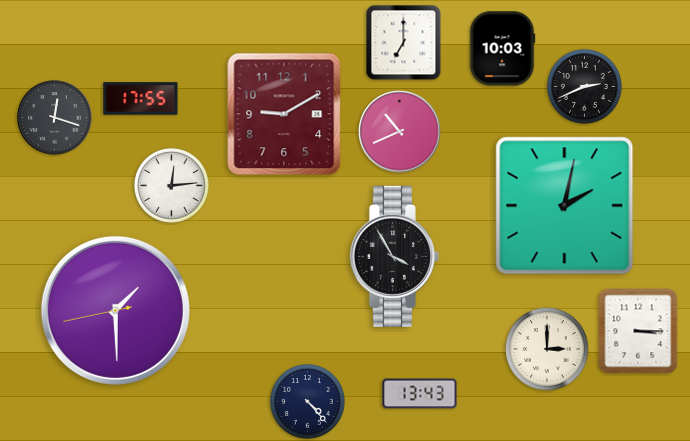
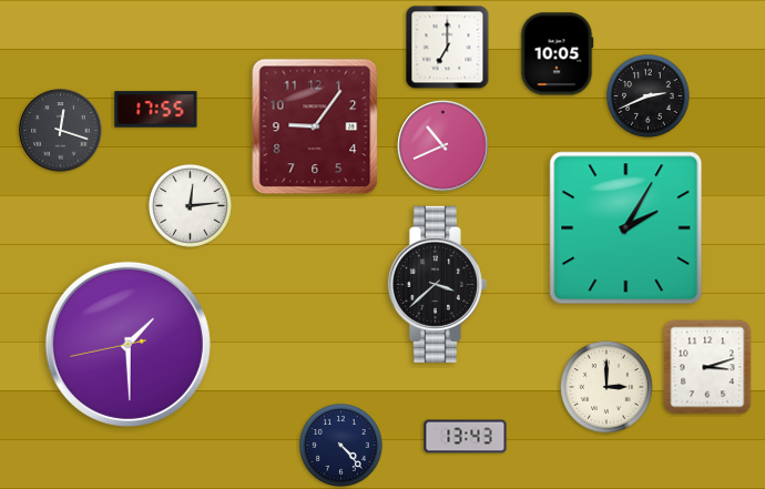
clock at (502, 49): 10:03 -> 10:05
clock at (284, 114): 9:10 -> 9:06
clock at (565, 206): 2:02 -> 2:05
clock at (394, 256): 3:55 -> 3:38
clock at (638, 331): 3:15 -> 3:12
